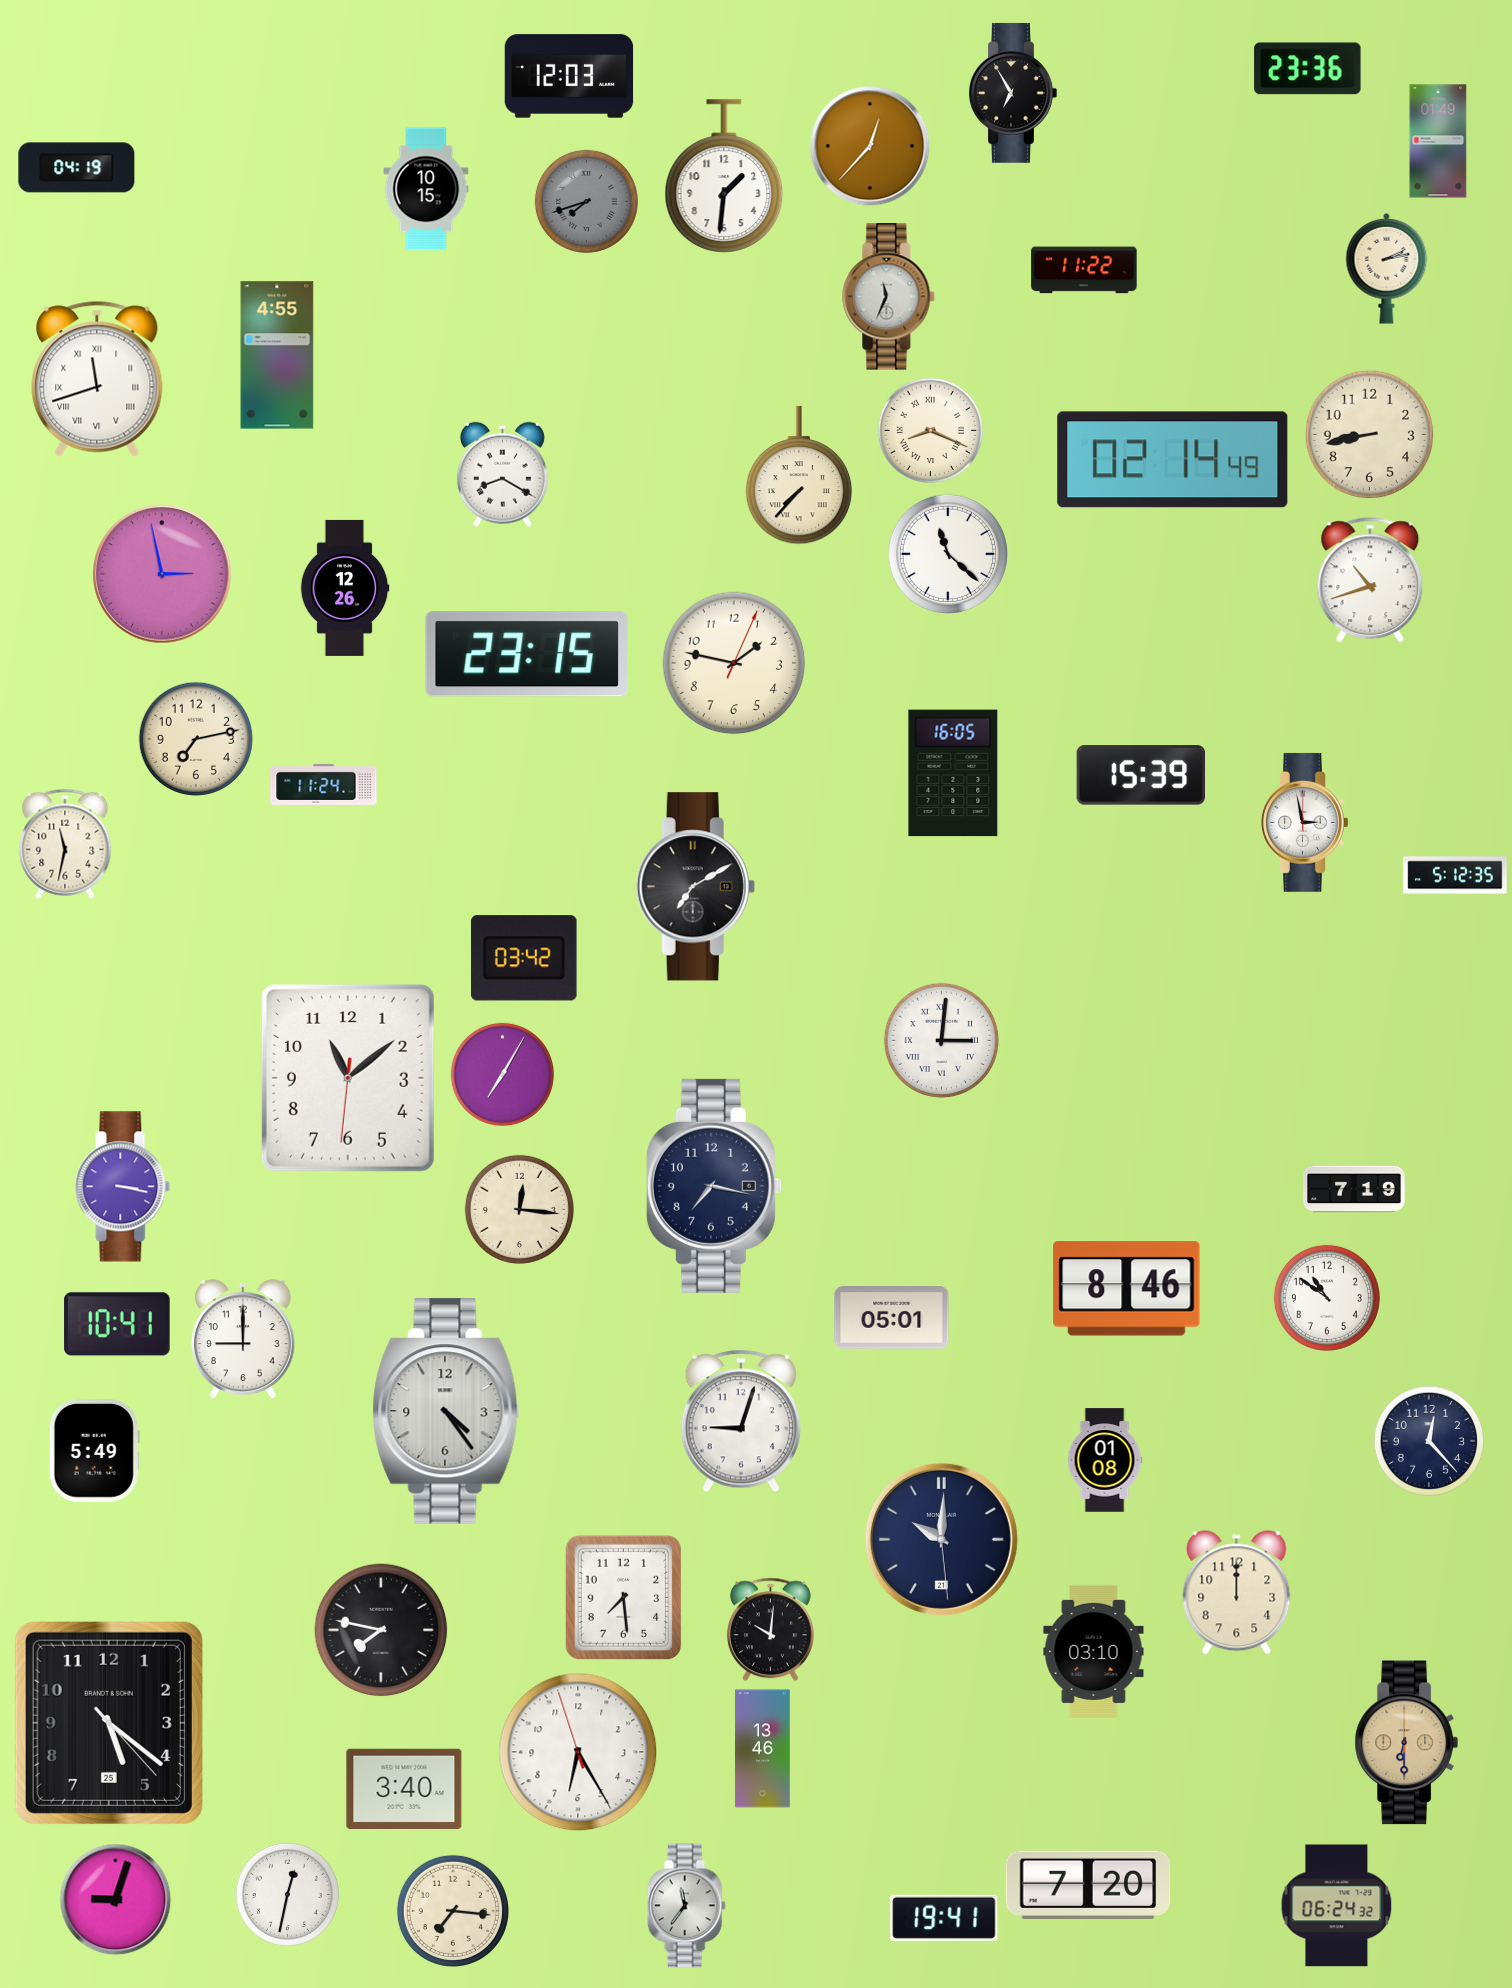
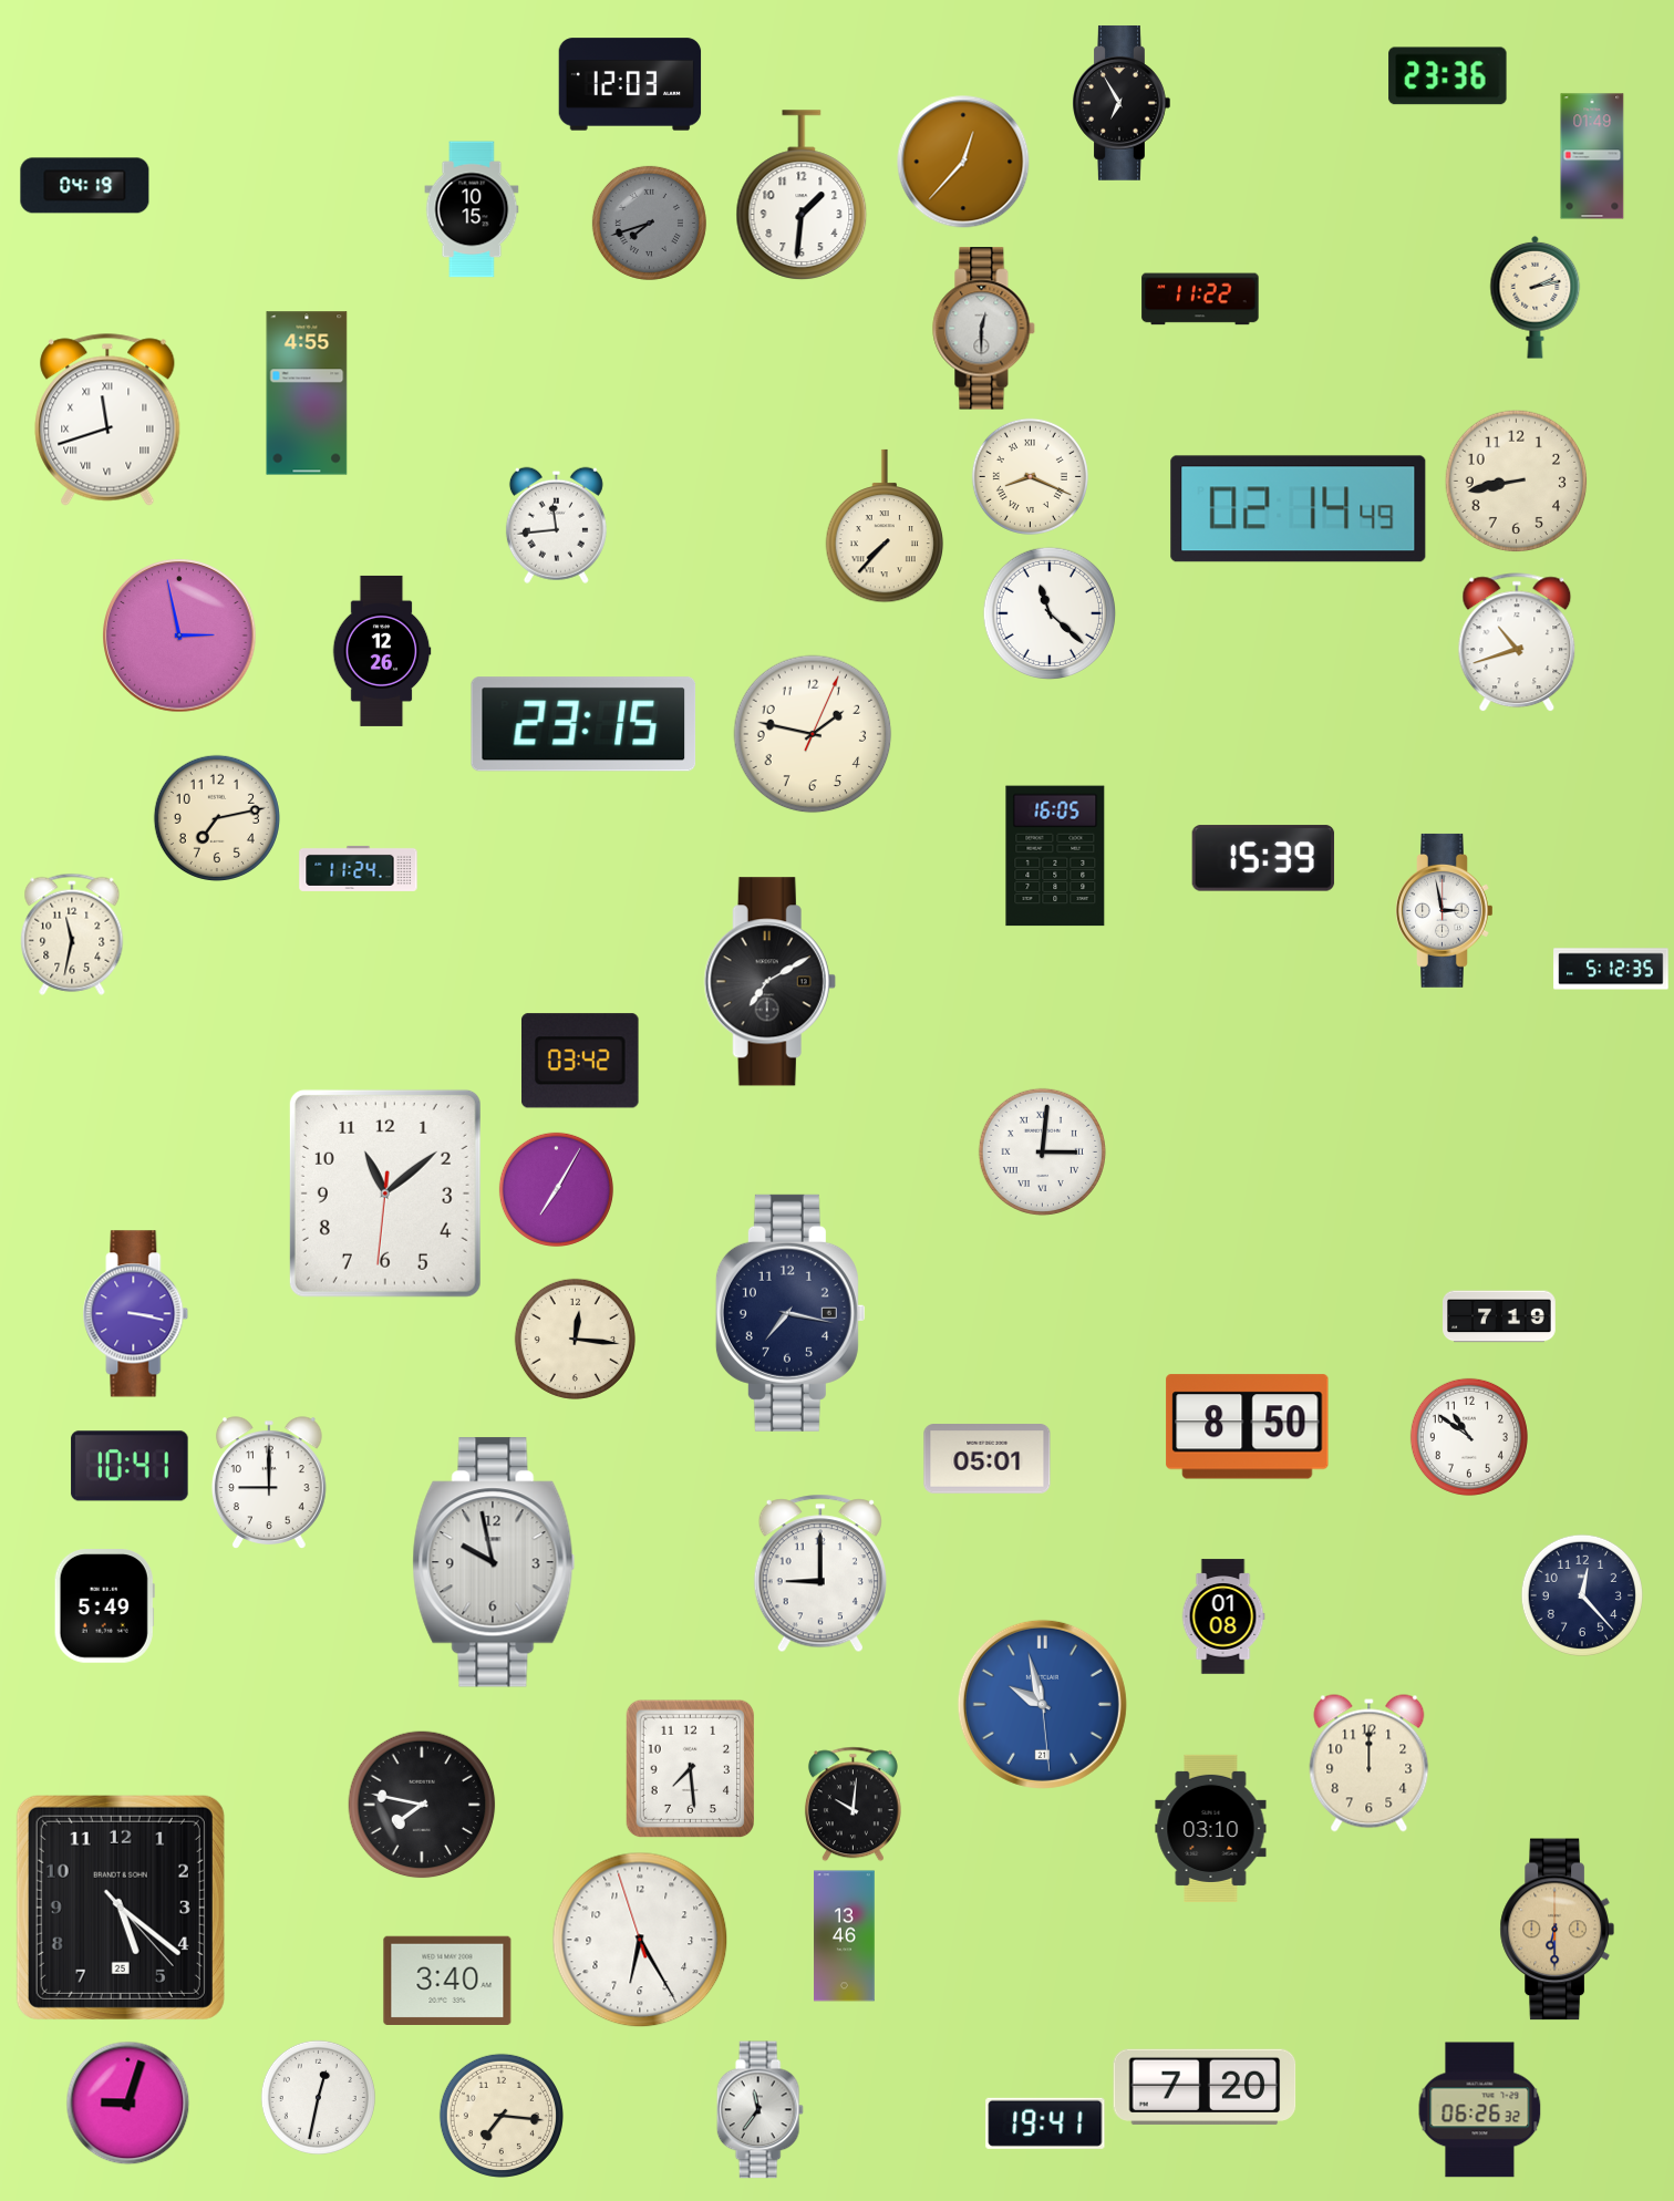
clock at (889, 297): 11:34 -> 12:30
clock at (502, 474): 8:20 -> 11:44
clock at (1127, 1289): 8:46 -> 8:50
clock at (446, 1411): 4:24 -> 9:58
clock at (741, 1421): 9:03 -> 9:00
clock at (941, 1539): 10:00 -> 9:57
clock at (941, 1539) dial: navy -> blue
clock at (1337, 1906): 06:24 -> 06:26
